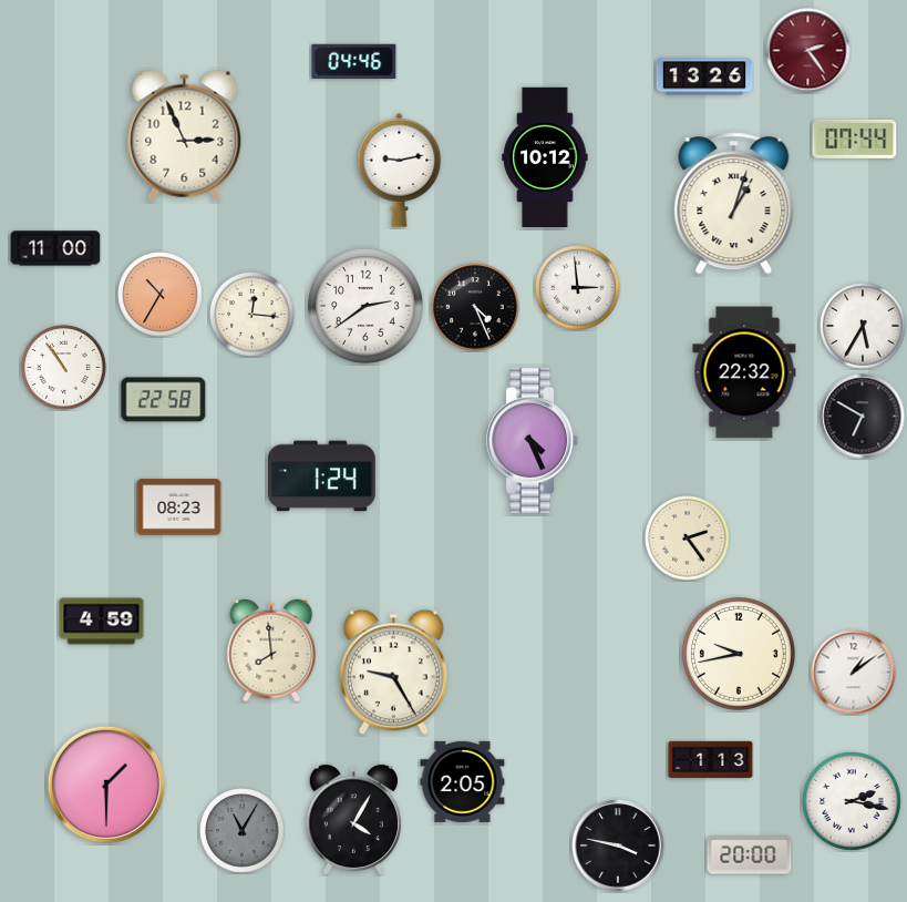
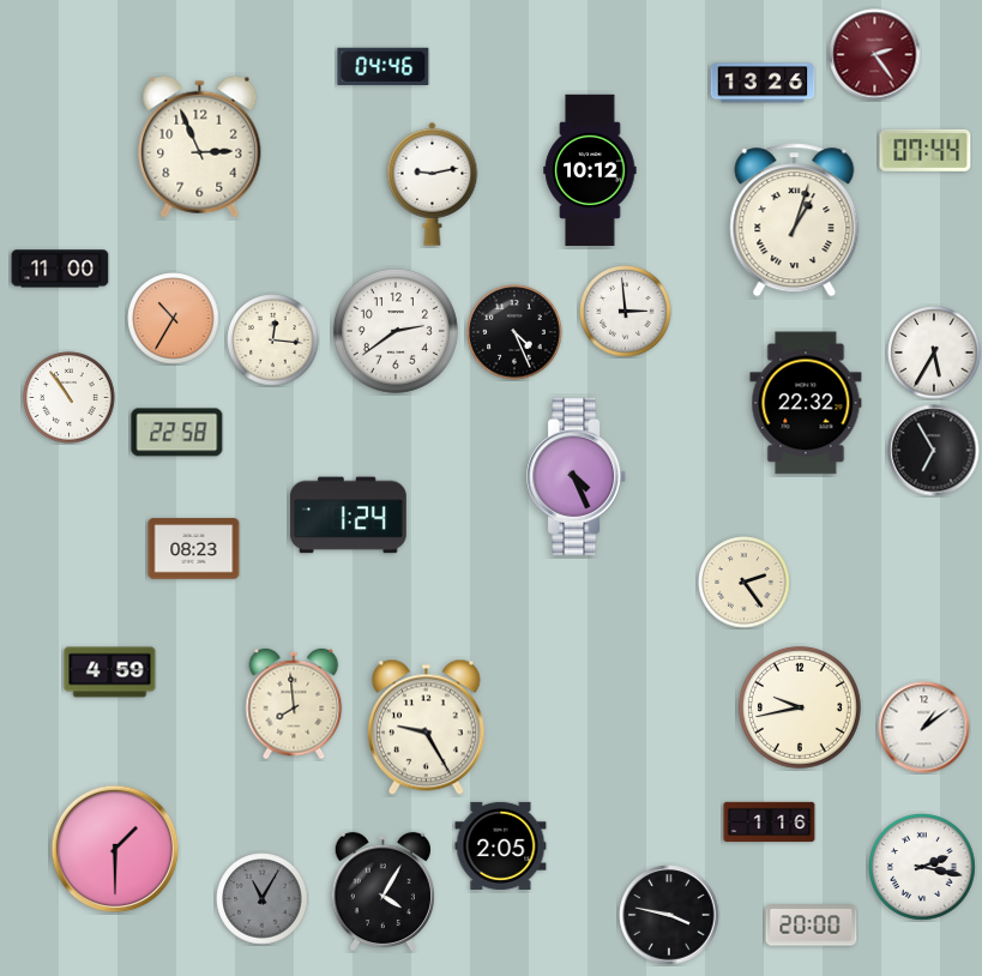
clock at (863, 417): 6:50 -> 6:55
clock at (711, 760): 1:13 -> 1:16
clock at (353, 820) position: (353, 820) -> (382, 892)
